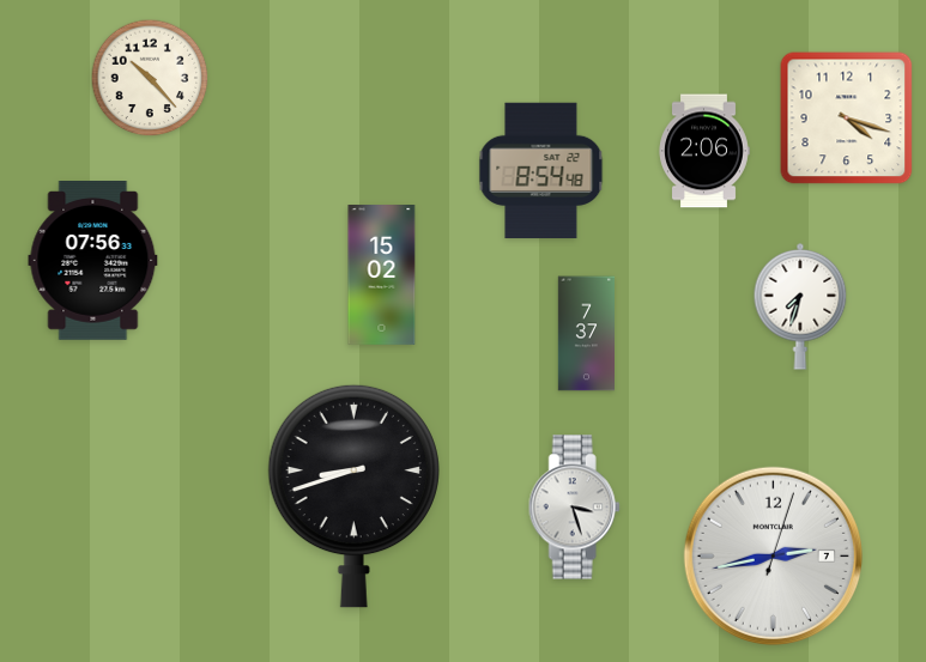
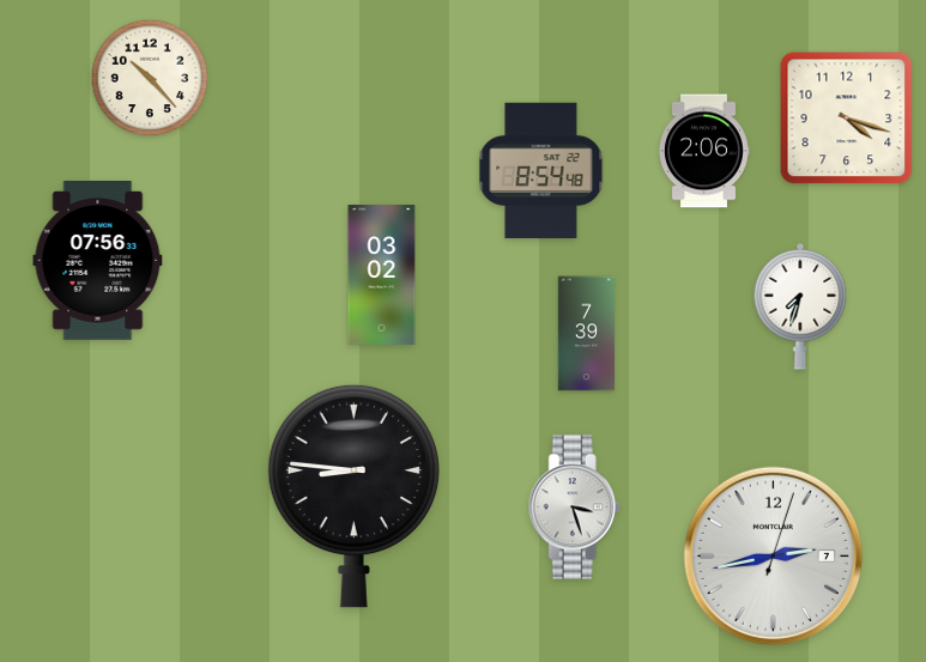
clock at (93, 261) position: (93, 261) -> (98, 261)
clock at (382, 275): 15:02 -> 03:02
clock at (586, 334): 7:37 -> 7:39
clock at (353, 496): 8:42 -> 8:46
